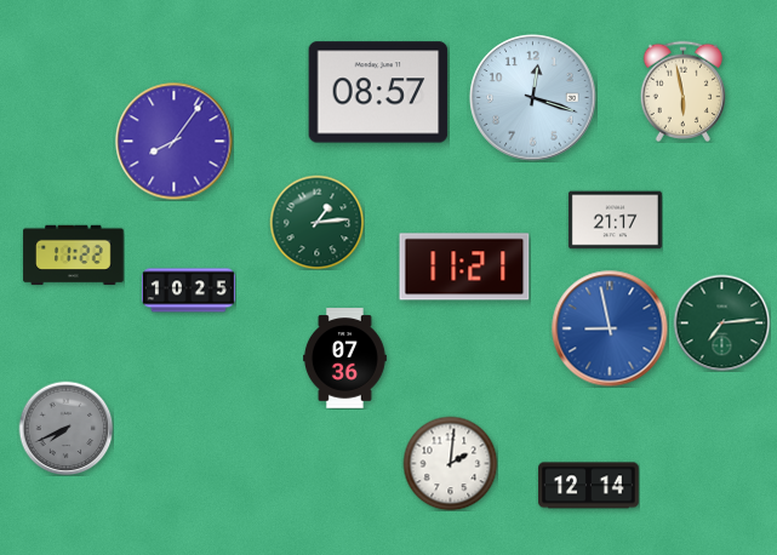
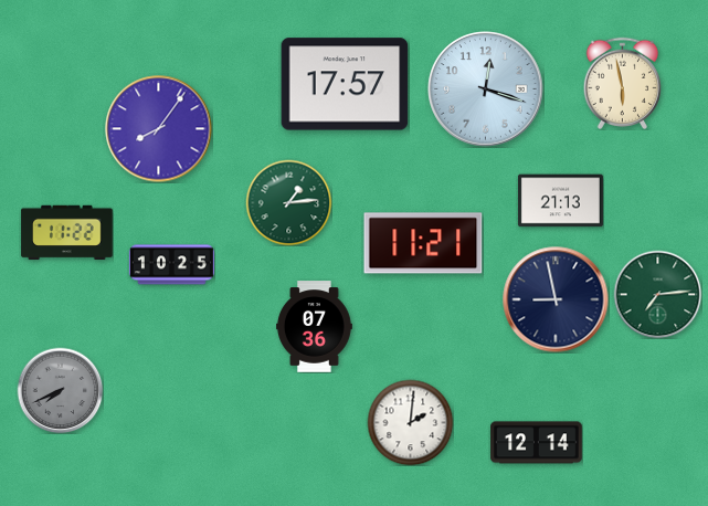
clock at (378, 92): 08:57 -> 17:57
clock at (615, 221): 21:17 -> 21:13
clock at (610, 328) dial: blue -> navy
